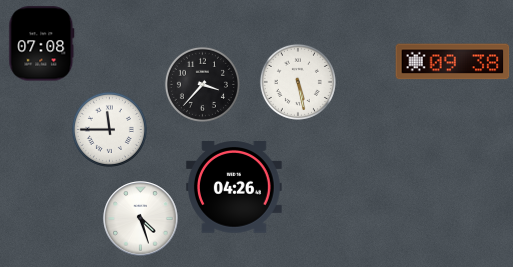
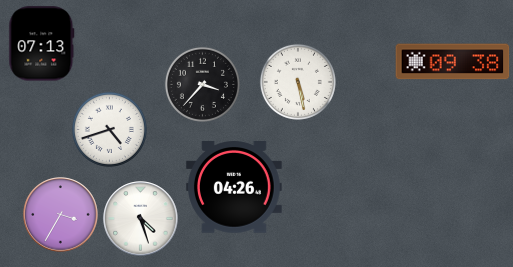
clock at (42, 44): 07:08 -> 07:13
clock at (109, 129): 11:45 -> 4:42
clock at (61, 215): none -> 3:35
